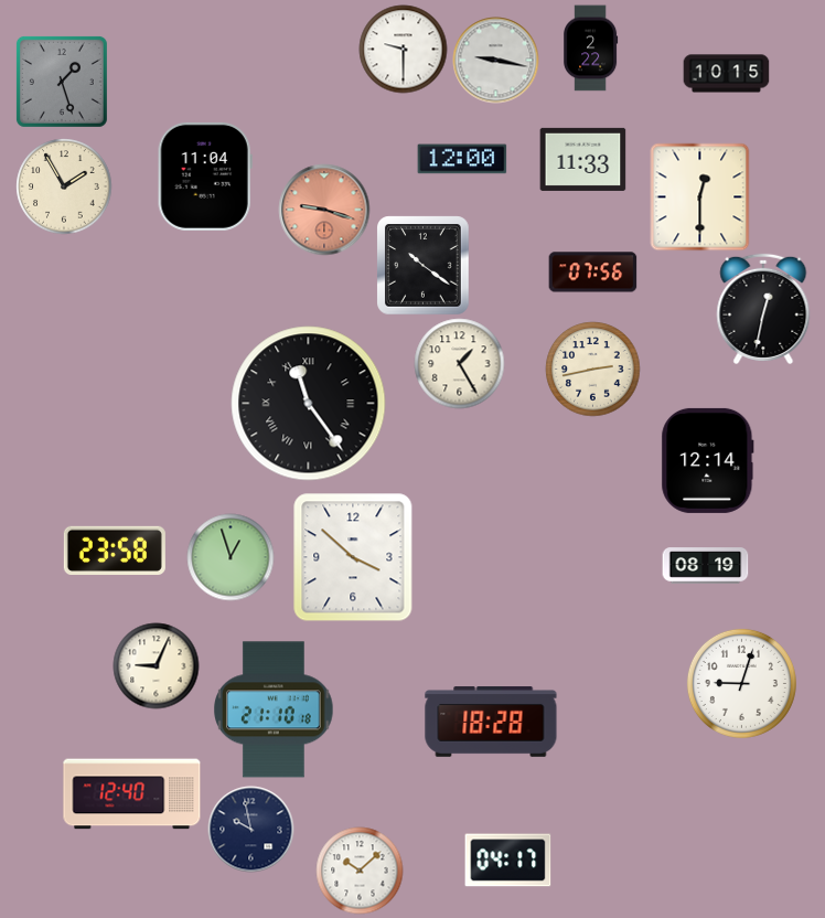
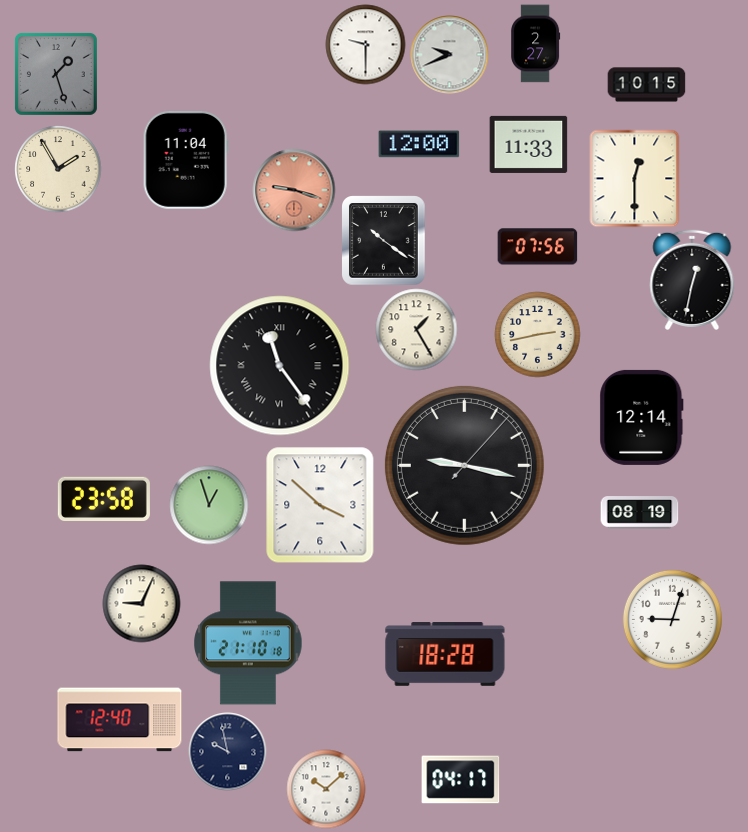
clock at (591, 47): 2:22 -> 2:27
clock at (495, 60): 9:17 -> 9:41
clock at (726, 74) position: (726, 74) -> (646, 85)
clock at (464, 465): none -> 9:17
